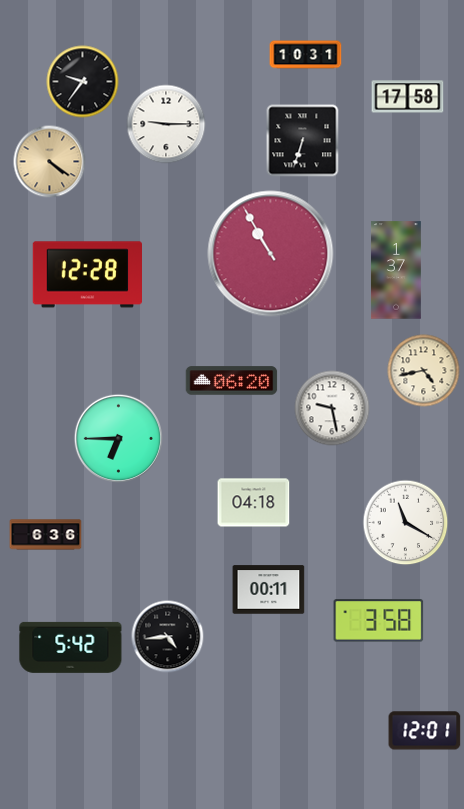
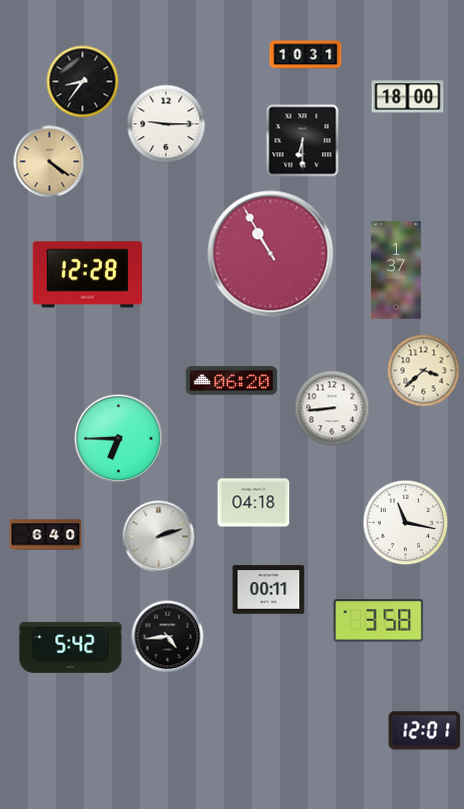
clock at (83, 82): 9:36 -> 8:36
clock at (408, 97): 17:58 -> 18:00
clock at (303, 141): 6:33 -> 6:30
clock at (424, 371): 4:43 -> 3:38
clock at (332, 408): 9:28 -> 8:44
clock at (406, 523): 11:20 -> 11:17
clock at (46, 535): 6:36 -> 6:40
clock at (159, 537): none -> 2:12
